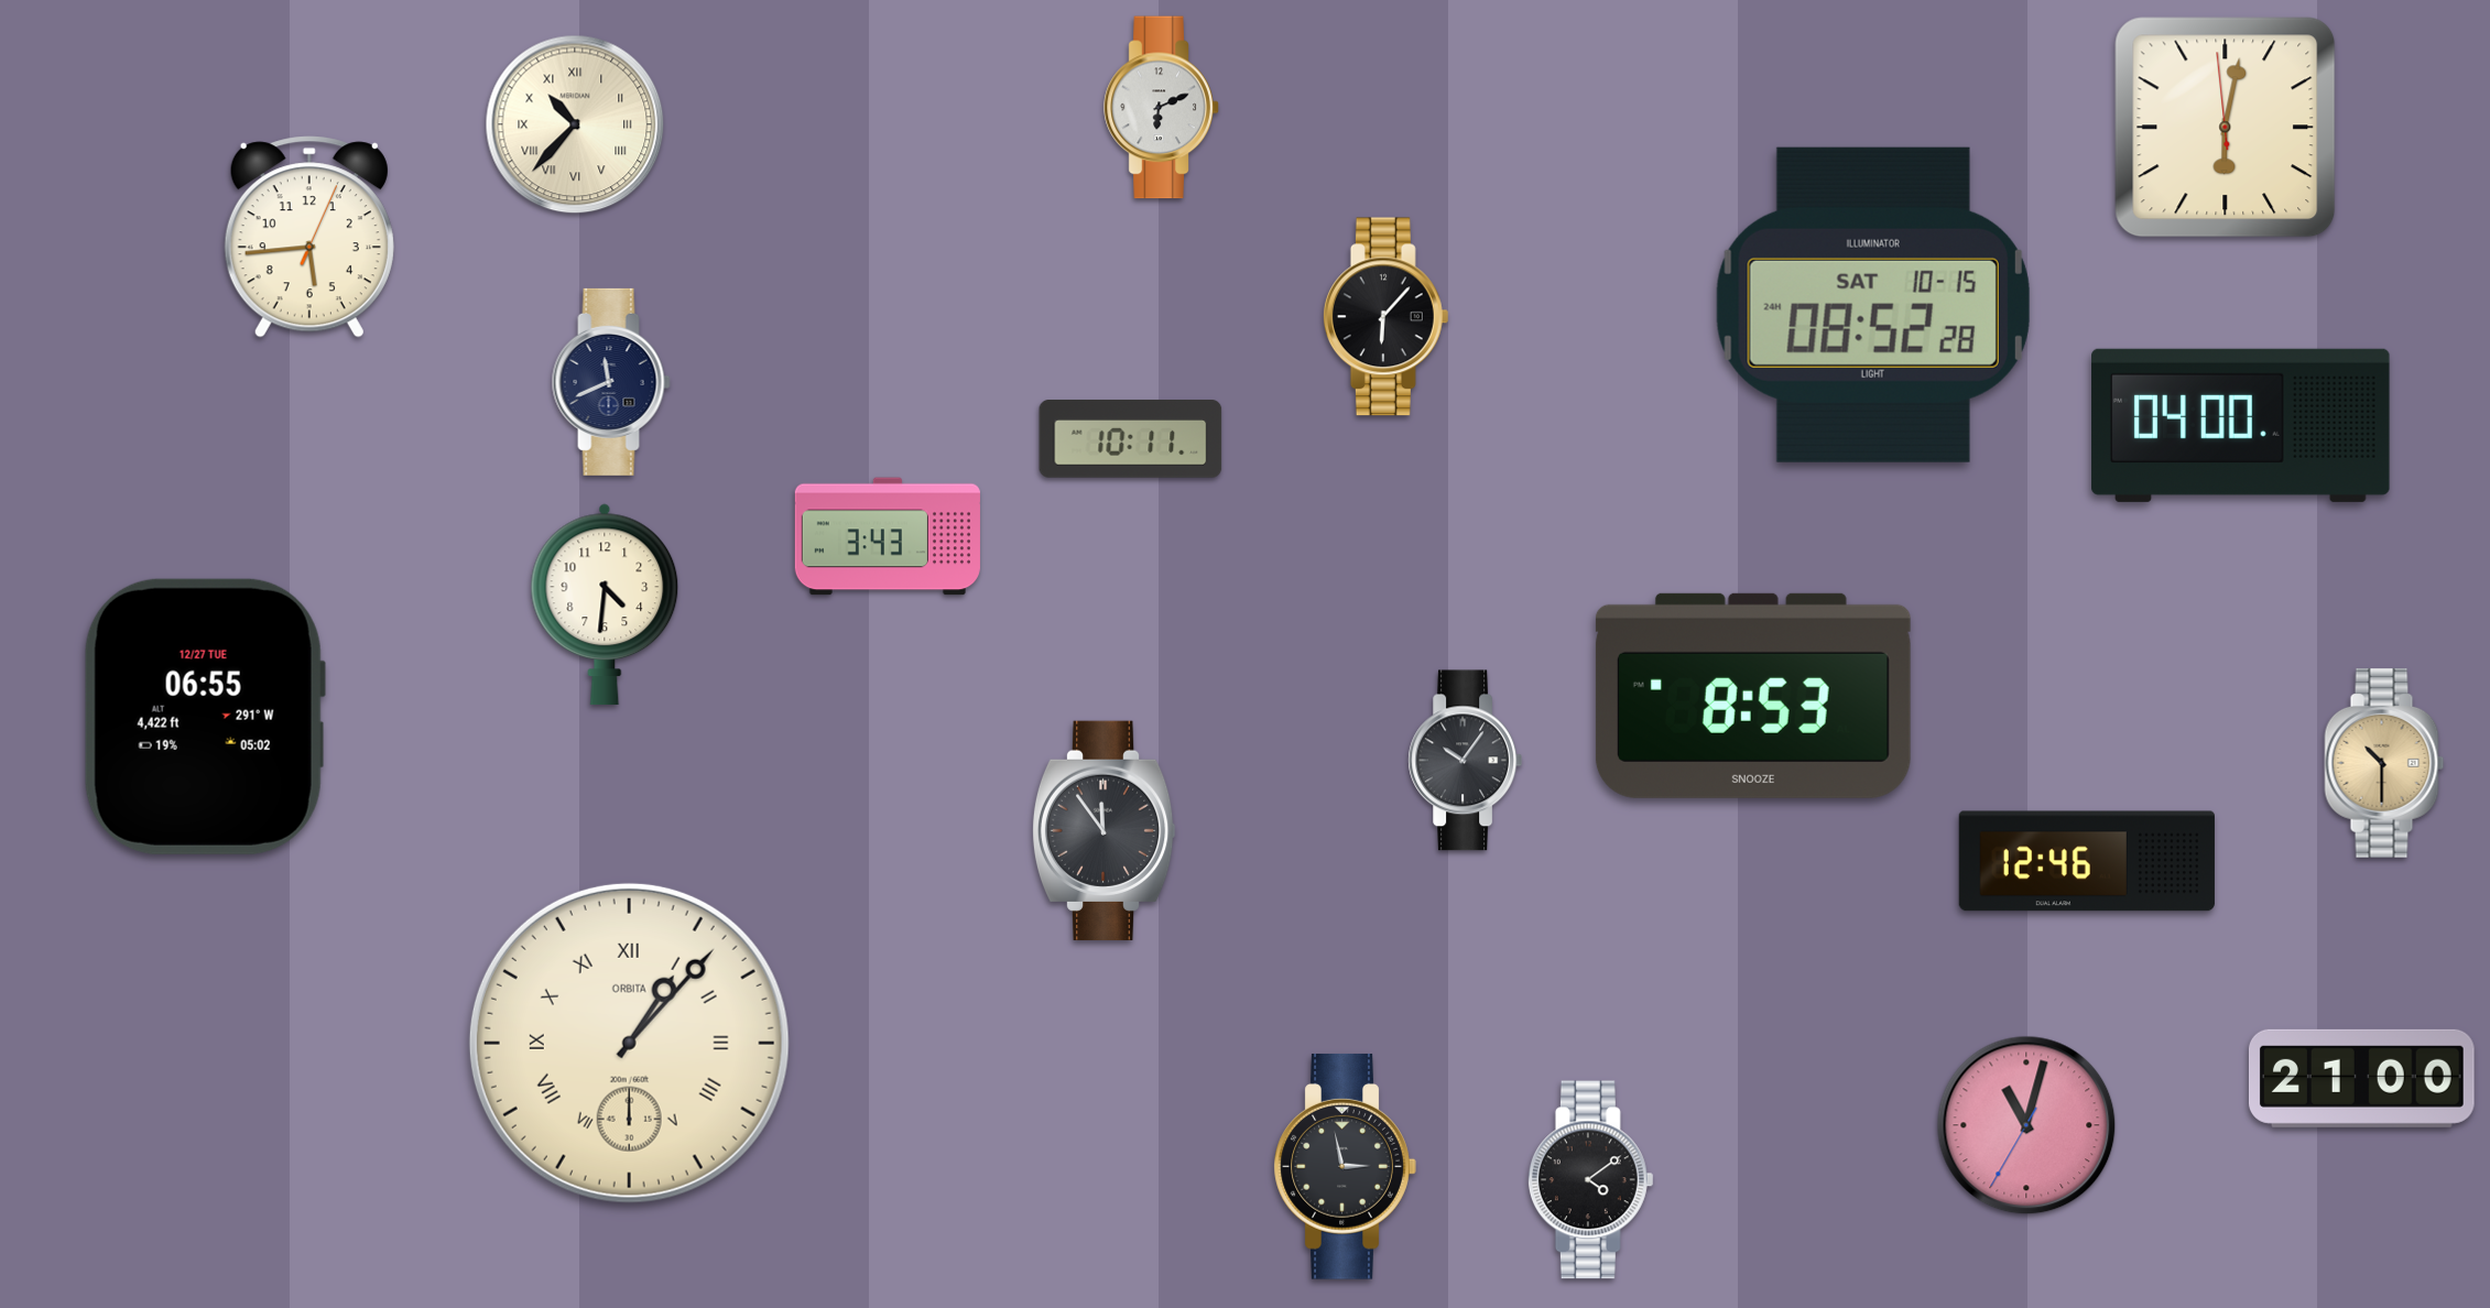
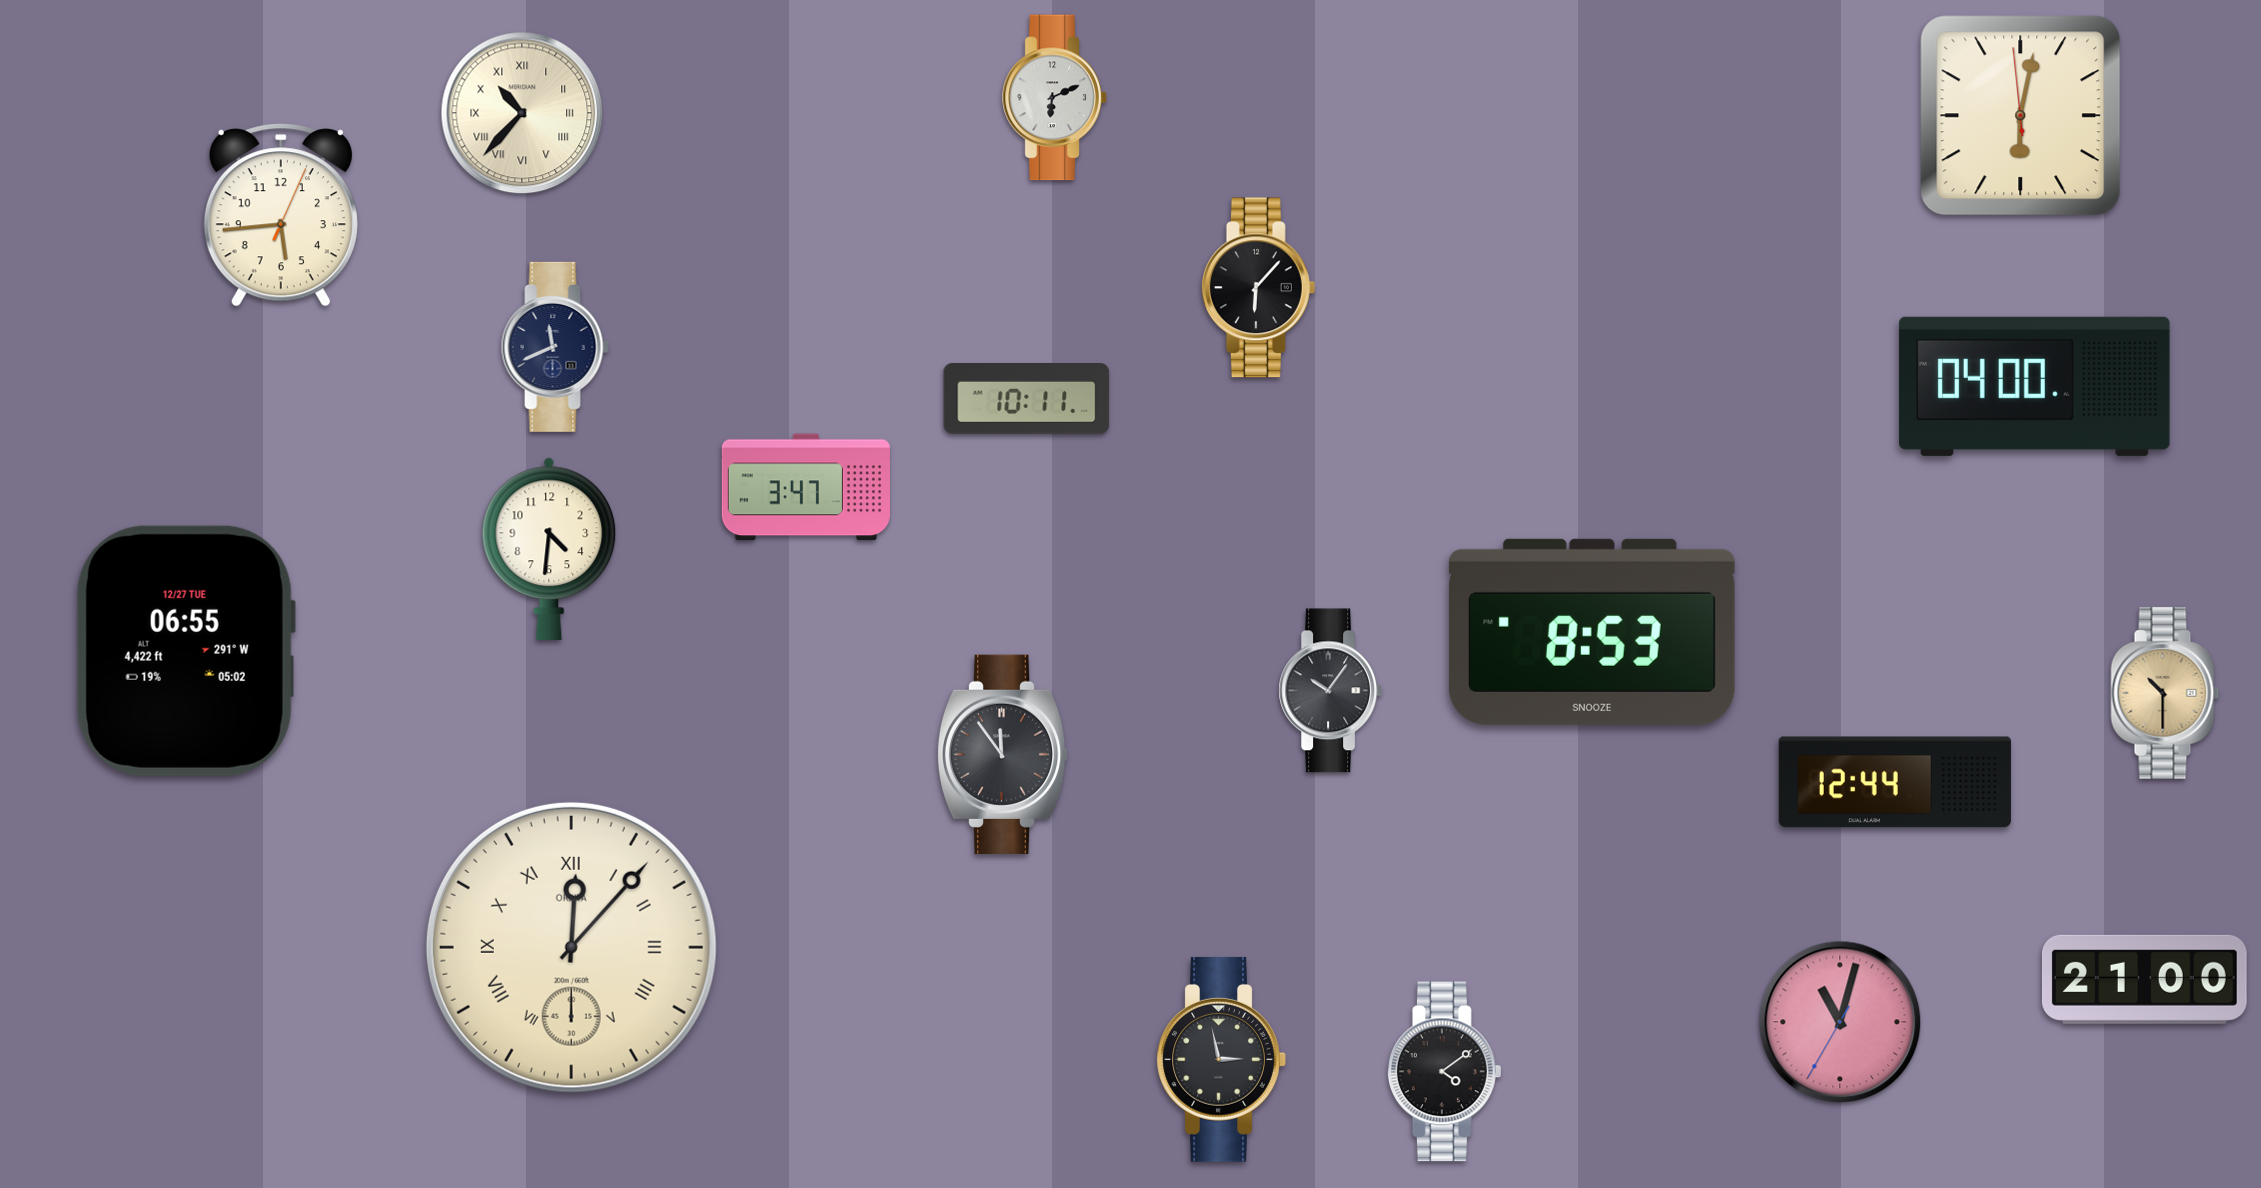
clock at (1873, 305): 08:52 -> none
clock at (888, 536): 3:43 -> 3:47
clock at (2087, 861): 12:46 -> 12:44
clock at (629, 1043): 1:07 -> 12:07
